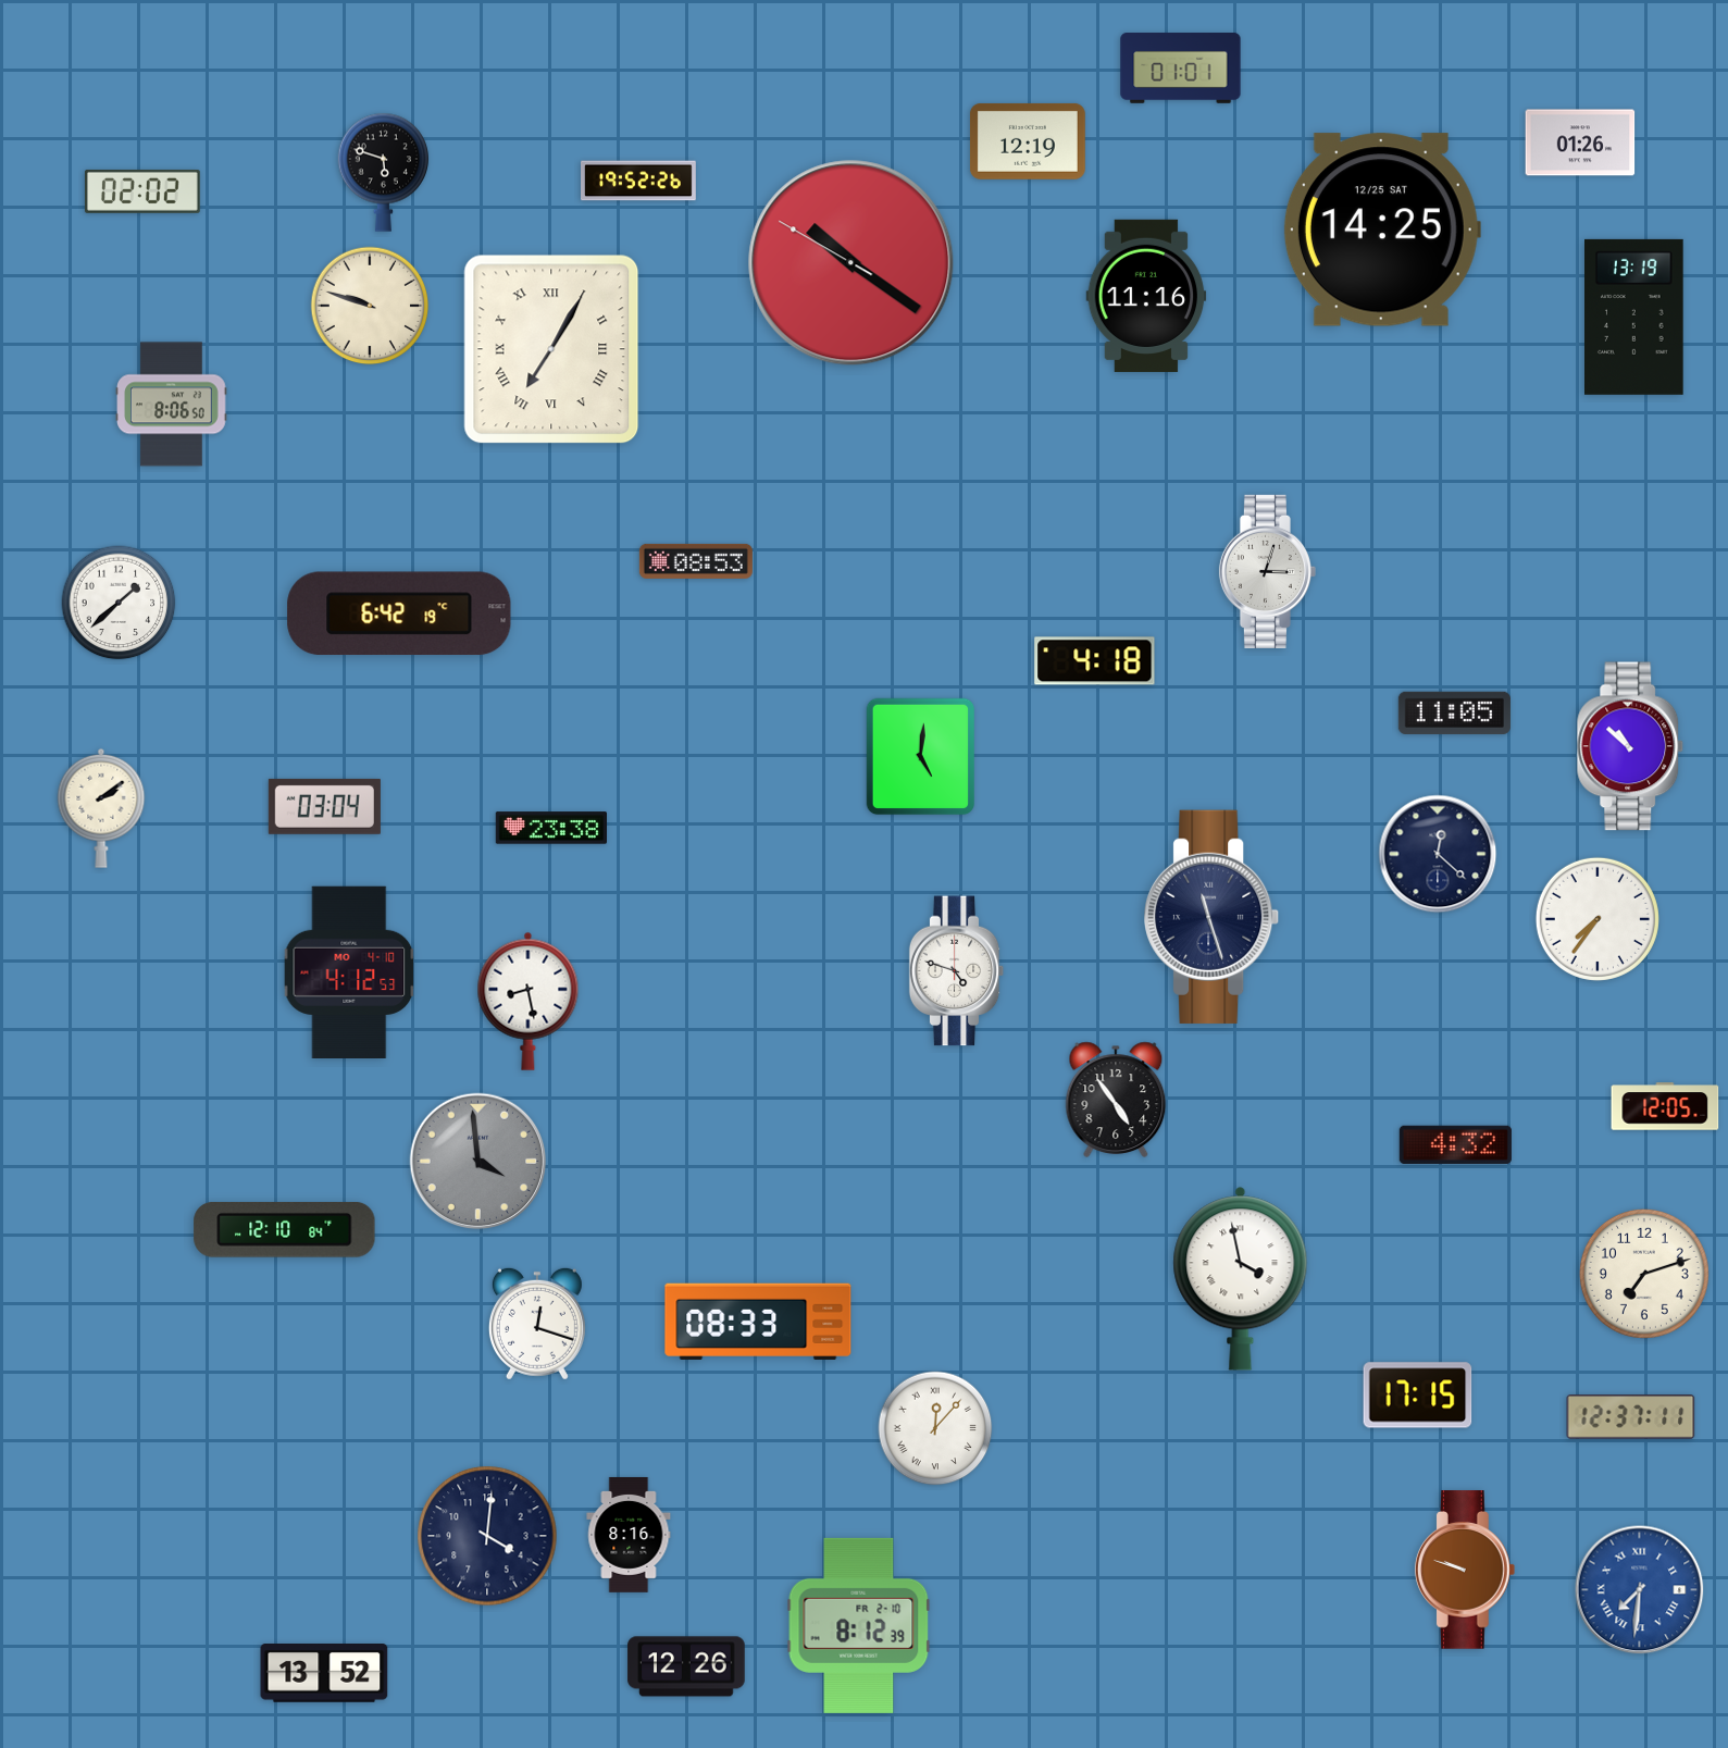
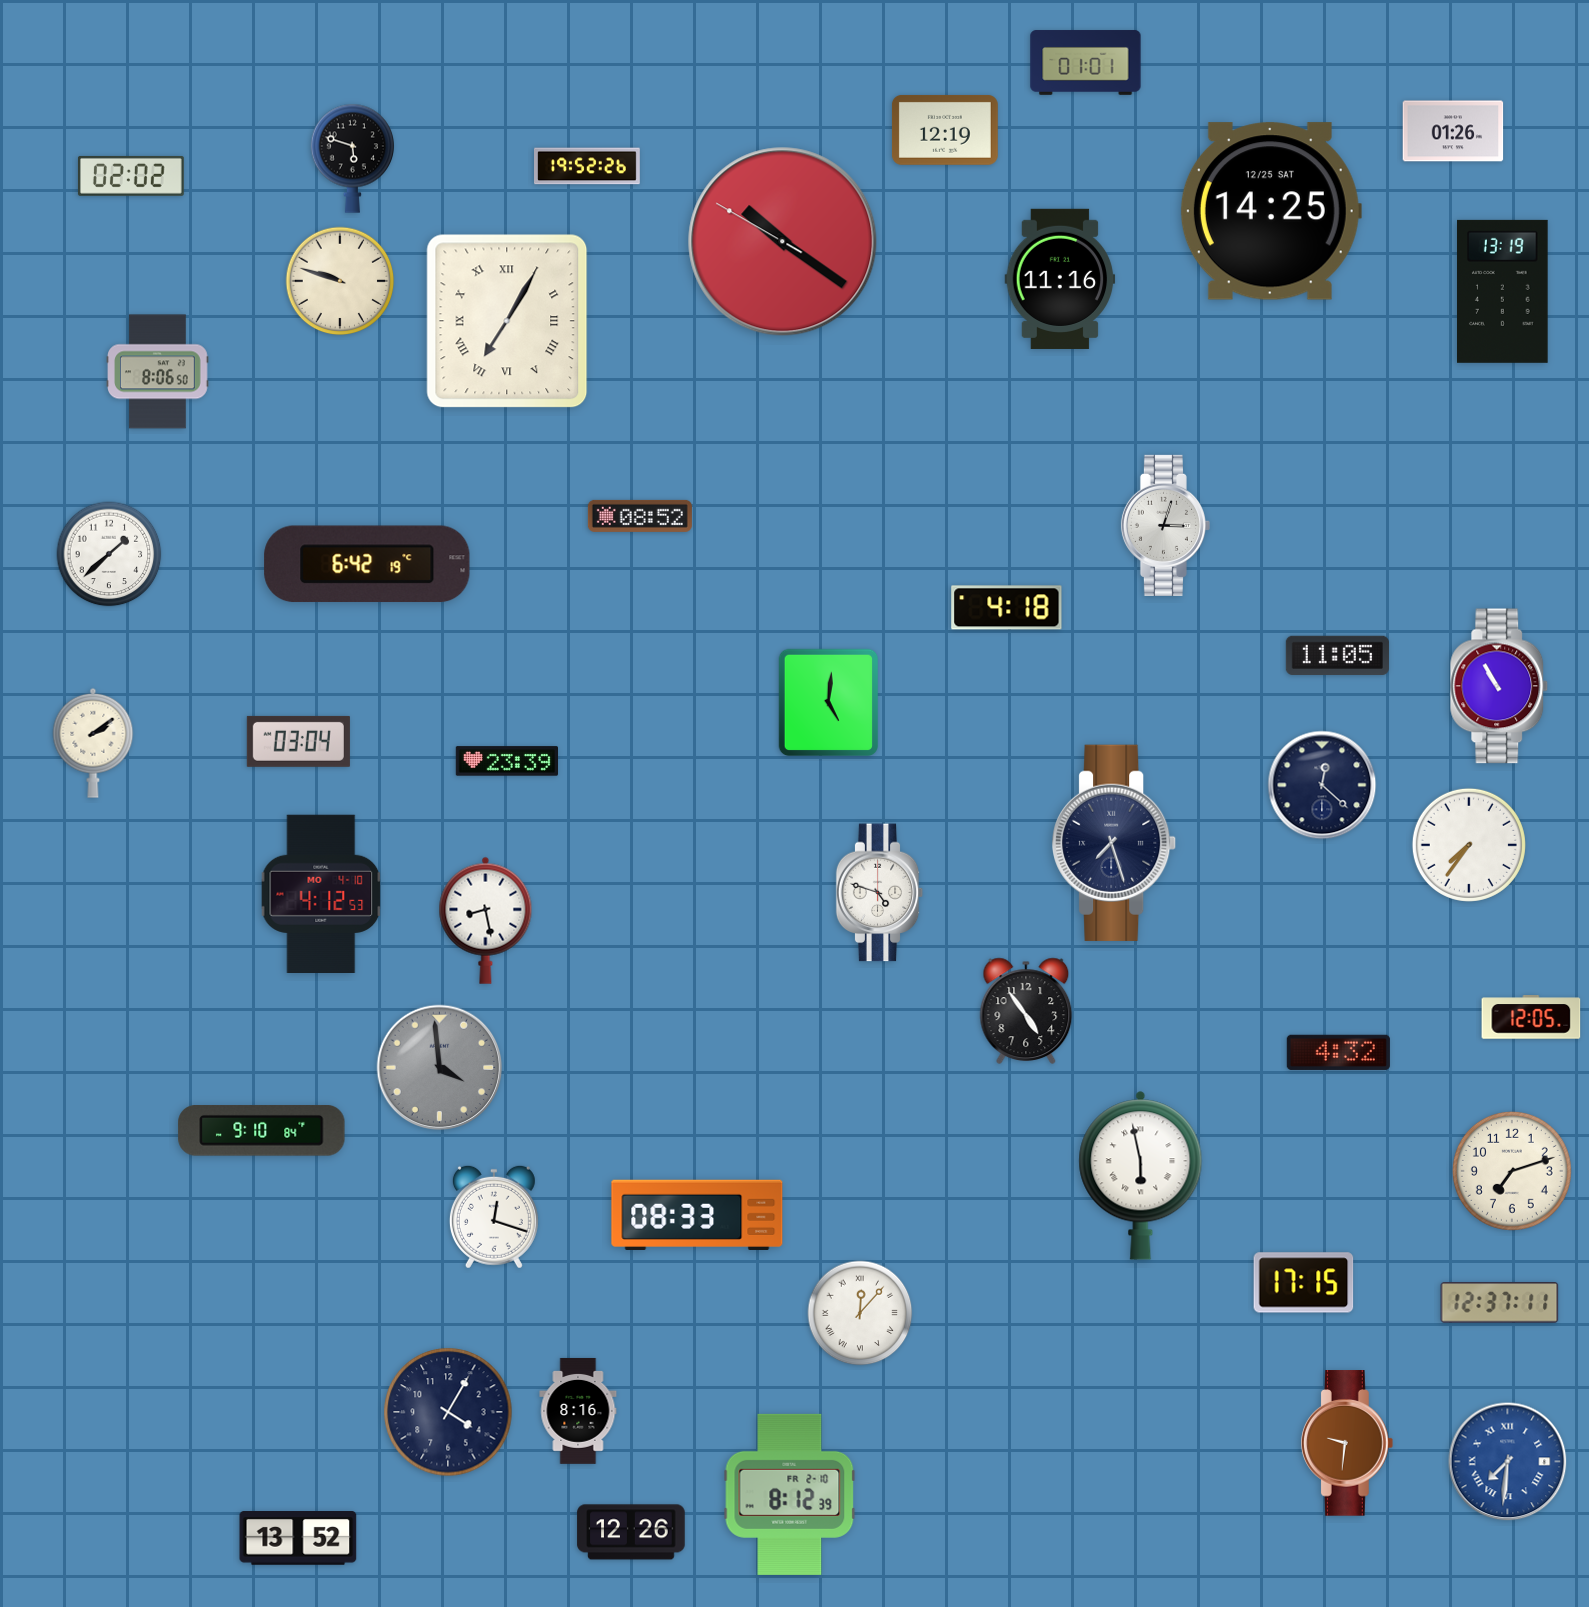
clock at (1146, 296) position: (1146, 296) -> (1060, 279)
clock at (696, 561): 08:53 -> 08:52
clock at (1630, 746): 10:52 -> 10:55
clock at (920, 757) position: (920, 757) -> (828, 703)
clock at (550, 828): 23:38 -> 23:39
clock at (1213, 917): 11:27 -> 7:27
clock at (285, 1230): 12:10 -> 9:10
clock at (1241, 1278): 3:58 -> 5:58
clock at (487, 1536): 4:01 -> 4:05
clock at (1465, 1570): 9:48 -> 9:31
